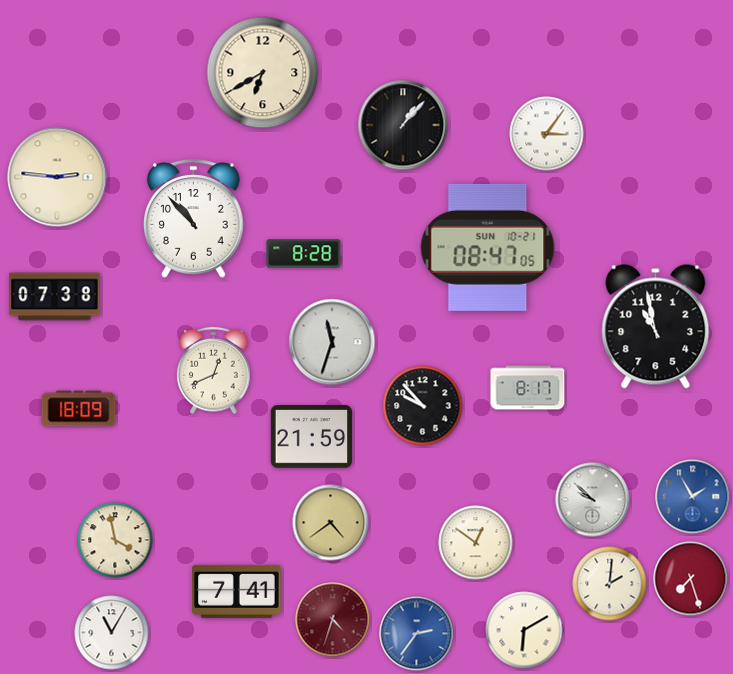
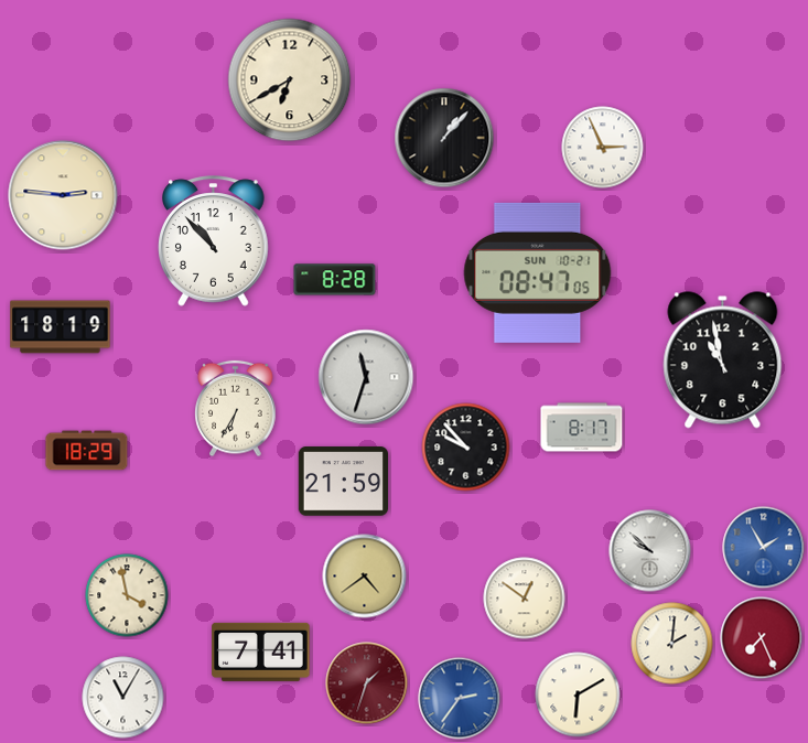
clock at (547, 134): 3:06 -> 2:56
clock at (55, 297): 07:38 -> 18:19
clock at (214, 371): 12:41 -> 6:35
clock at (79, 409): 18:09 -> 18:29
clock at (593, 500) position: (593, 500) -> (650, 551)
clock at (691, 579): 7:27 -> 7:26
clock at (333, 620): 4:33 -> 1:33
